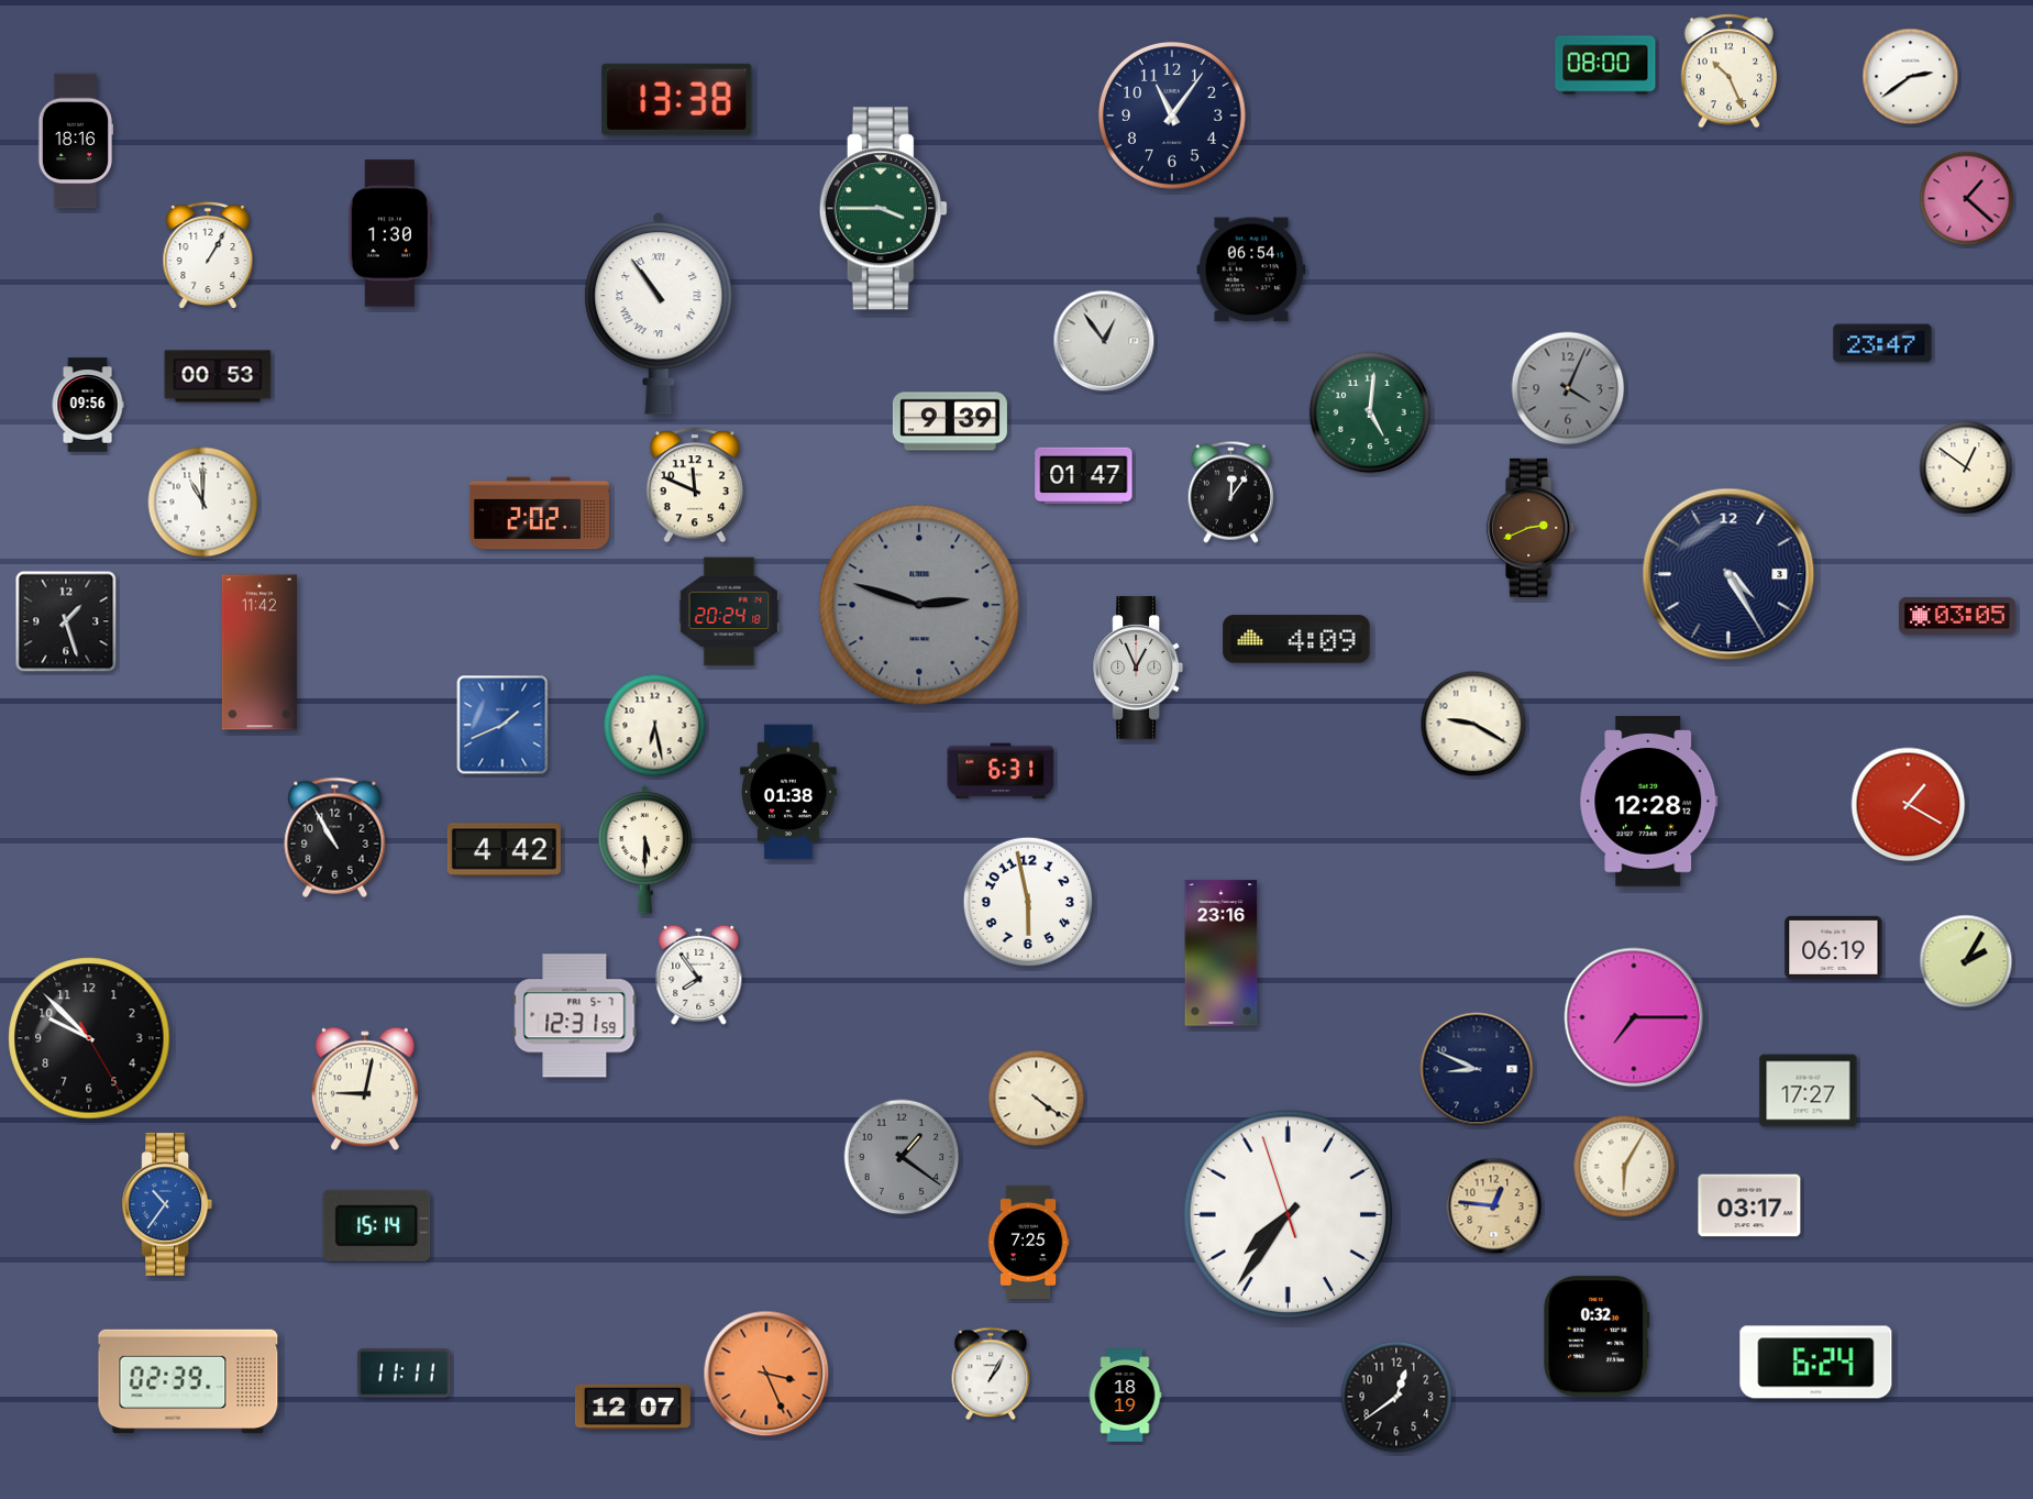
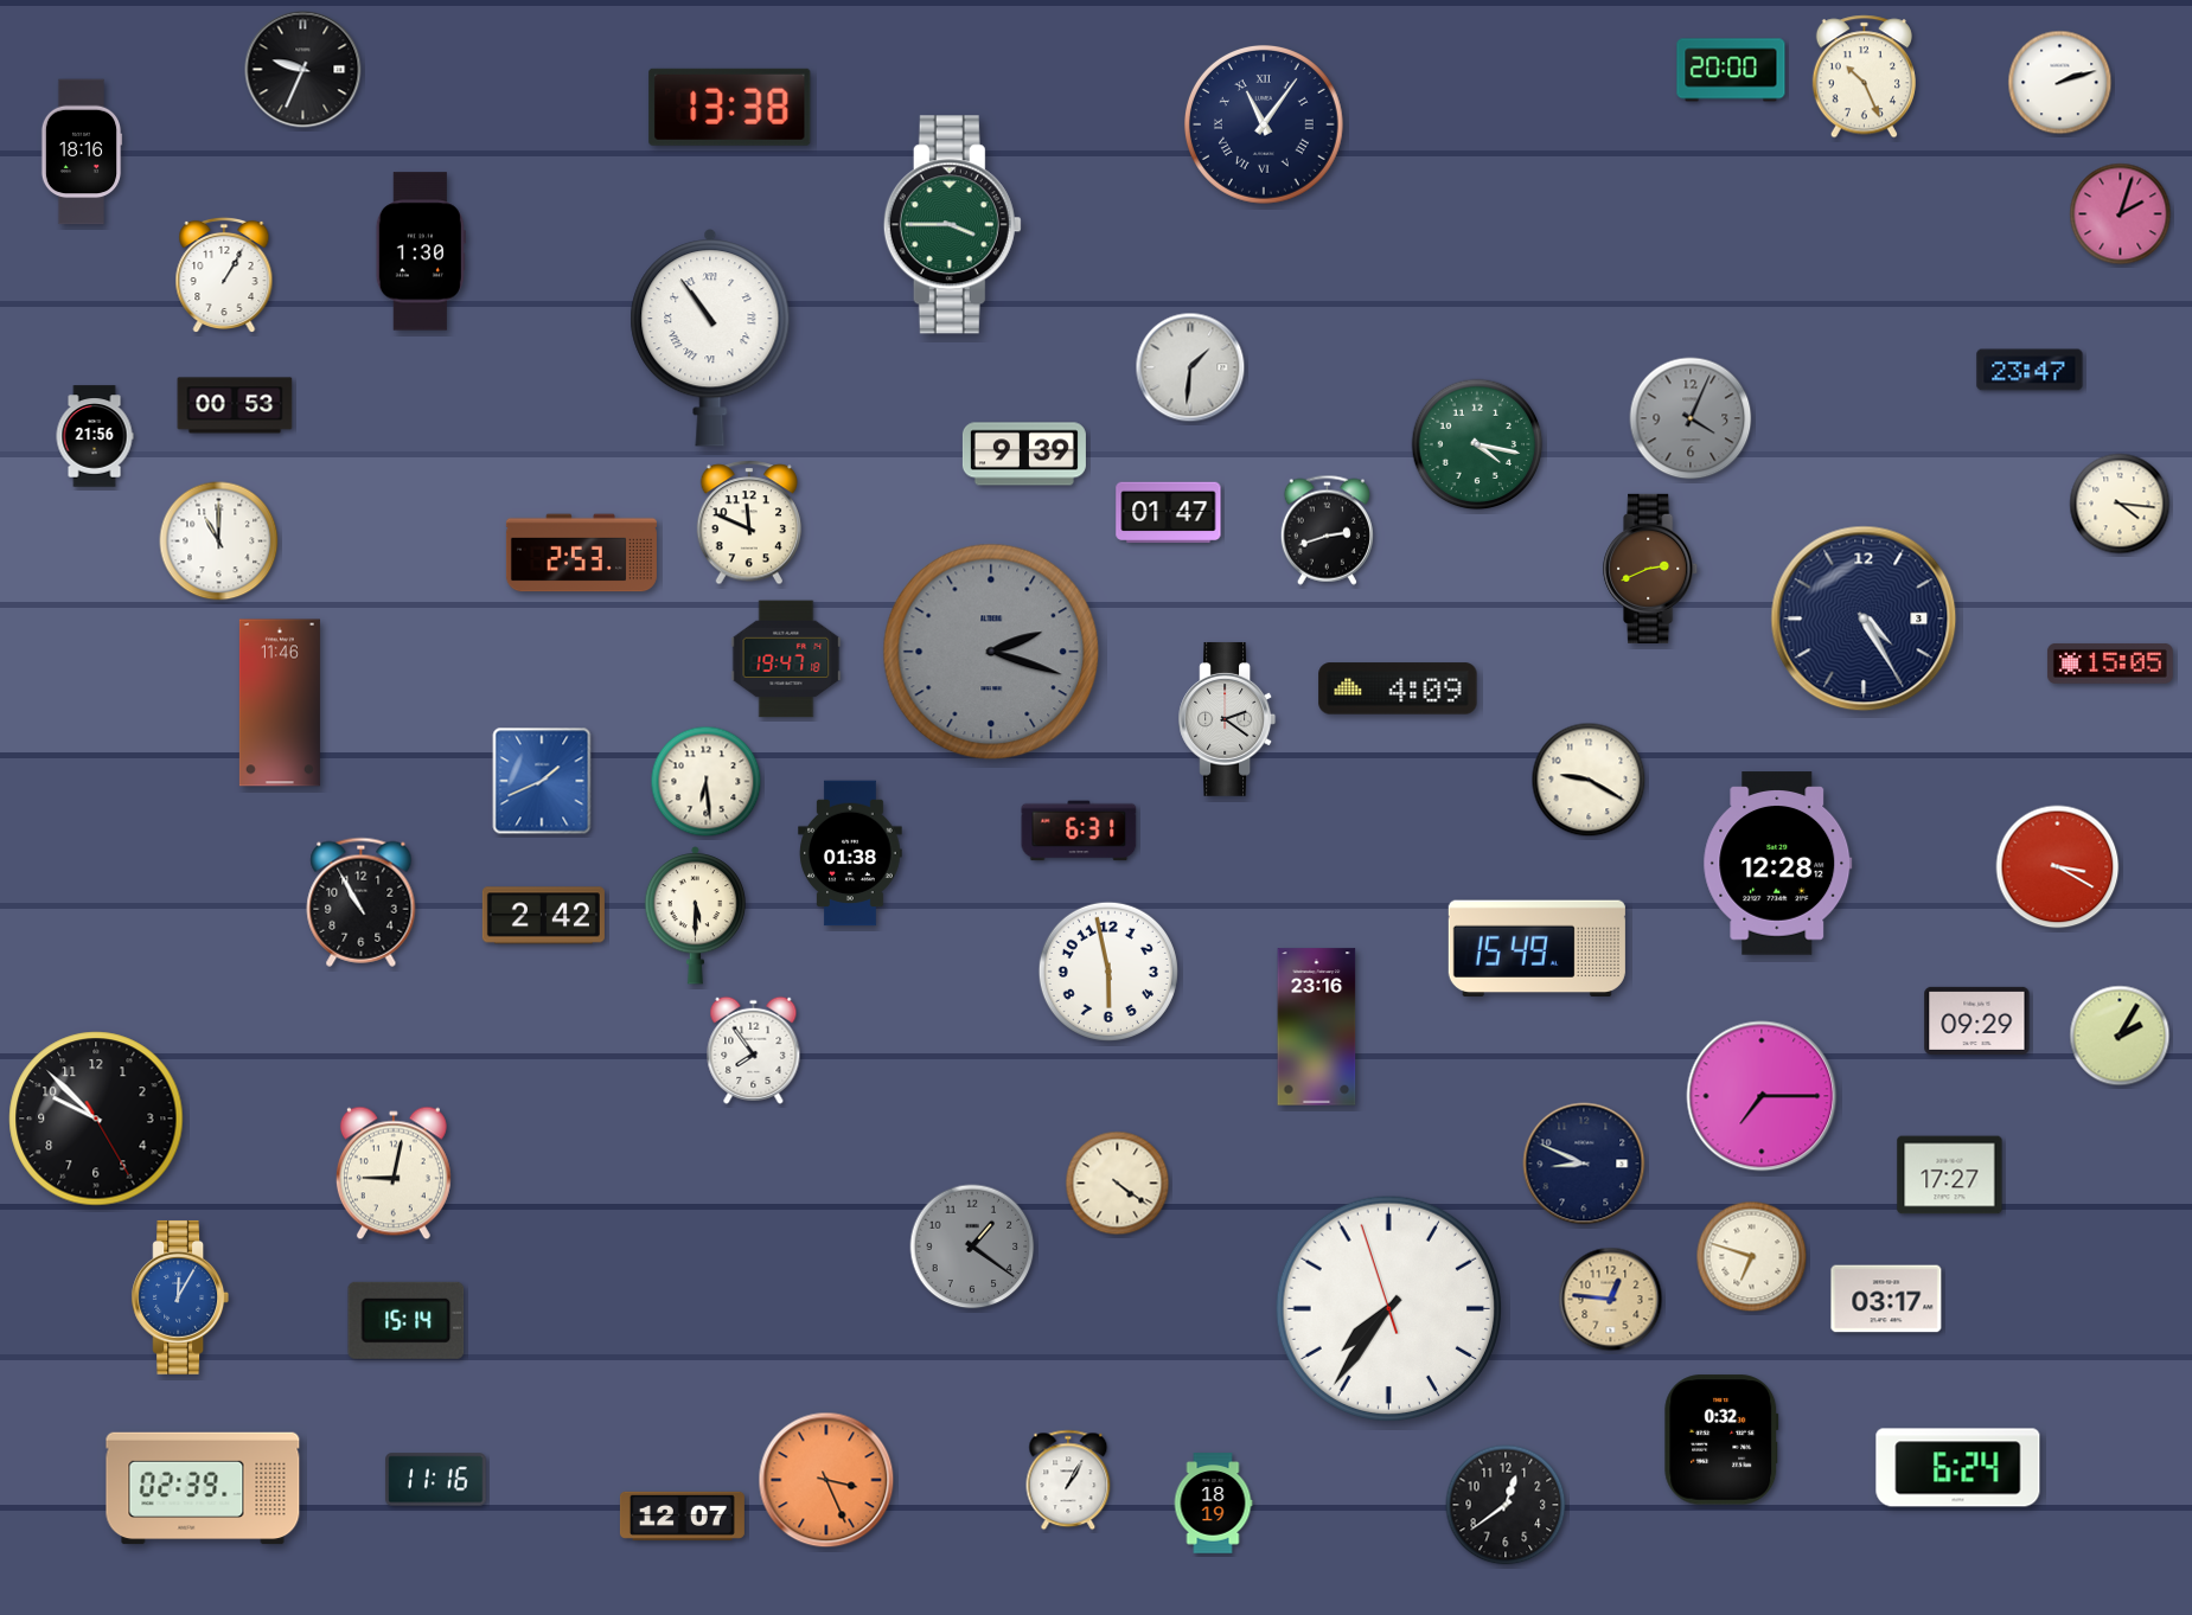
clock at (303, 70): none -> 9:34
clock at (1605, 65): 08:00 -> 20:00
clock at (1911, 77): 2:39 -> 2:12
clock at (1172, 115) numerals: Arabic -> Roman
clock at (1967, 199): 1:22 -> 2:03
clock at (1251, 269): 06:54 -> none
clock at (1104, 341): 12:54 -> 1:31
clock at (88, 405): 09:56 -> 21:56
clock at (1370, 412): 5:01 -> 4:17
clock at (1966, 467): 12:51 -> 4:16
clock at (1230, 492): 12:06 -> 2:42
clock at (539, 514): 2:02 -> 2:53
clock at (919, 605): 2:48 -> 2:18
clock at (729, 611): 20:24 -> 19:47
clock at (1957, 616): 03:05 -> 15:05
clock at (66, 621): 1:27 -> none
clock at (259, 652): 11:42 -> 11:46
clock at (1138, 668): 12:56 -> 2:21
clock at (655, 726): 6:28 -> 6:29
clock at (1909, 805): 1:20 -> 3:20
clock at (504, 850): 4:42 -> 2:42
clock at (1536, 949): none -> 15:49
clock at (1834, 947): 06:19 -> 09:29
clock at (575, 1016): 12:31 -> none
clock at (1477, 1069) position: (1477, 1069) -> (1584, 1164)
clock at (1625, 1167): 6:05 -> 6:48
clock at (167, 1204): 10:36 -> 12:05
clock at (1028, 1242): 7:25 -> none
clock at (405, 1374): 11:11 -> 11:16
